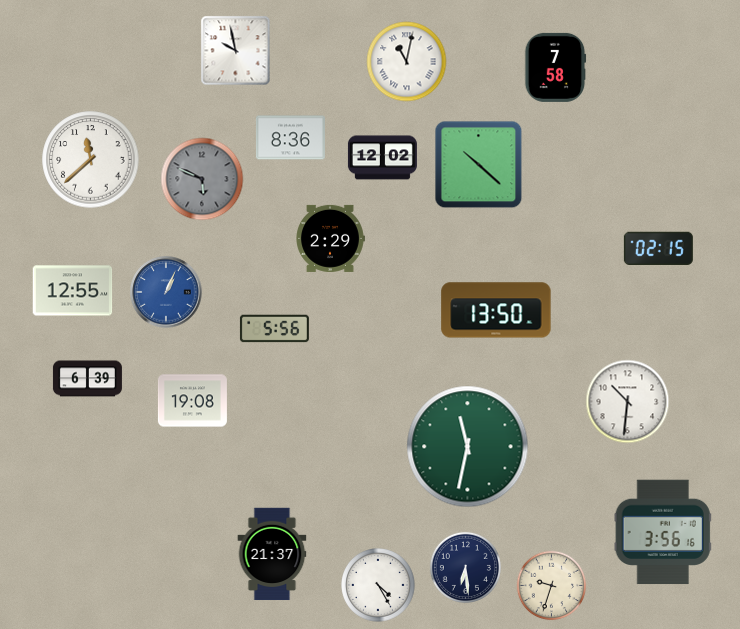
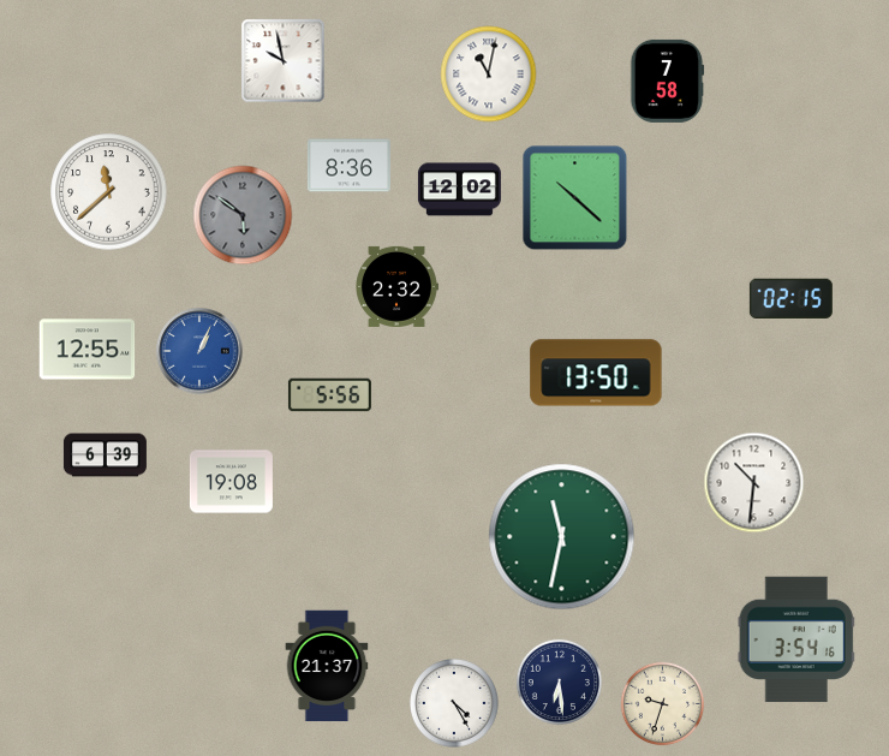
clock at (202, 179): 5:49 -> 5:51
clock at (330, 238): 2:29 -> 2:32
clock at (663, 532): 3:56 -> 3:54
